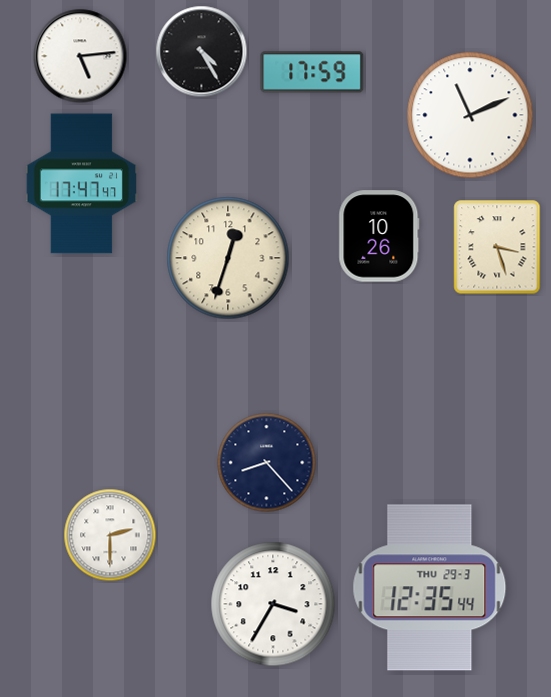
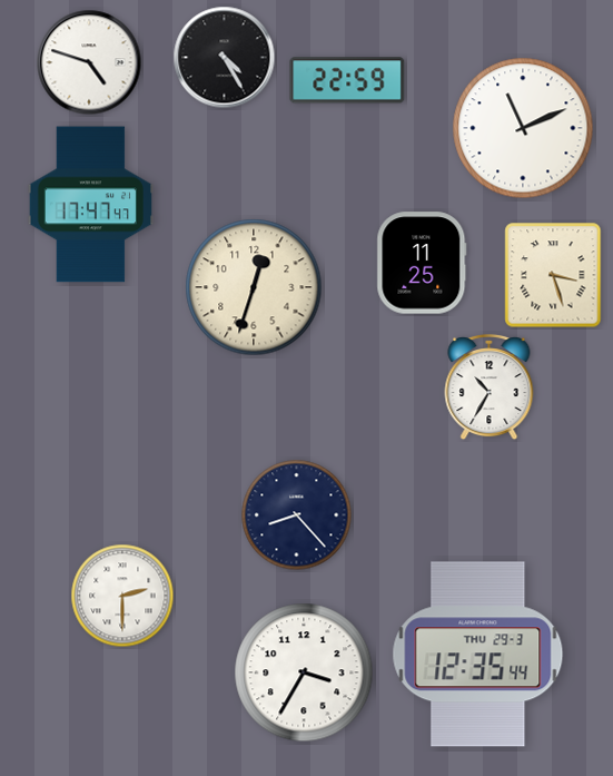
clock at (80, 56): 5:14 -> 4:48
clock at (312, 72): 17:59 -> 22:59
clock at (379, 236): 10:26 -> 11:25
clock at (490, 387): none -> 10:35
